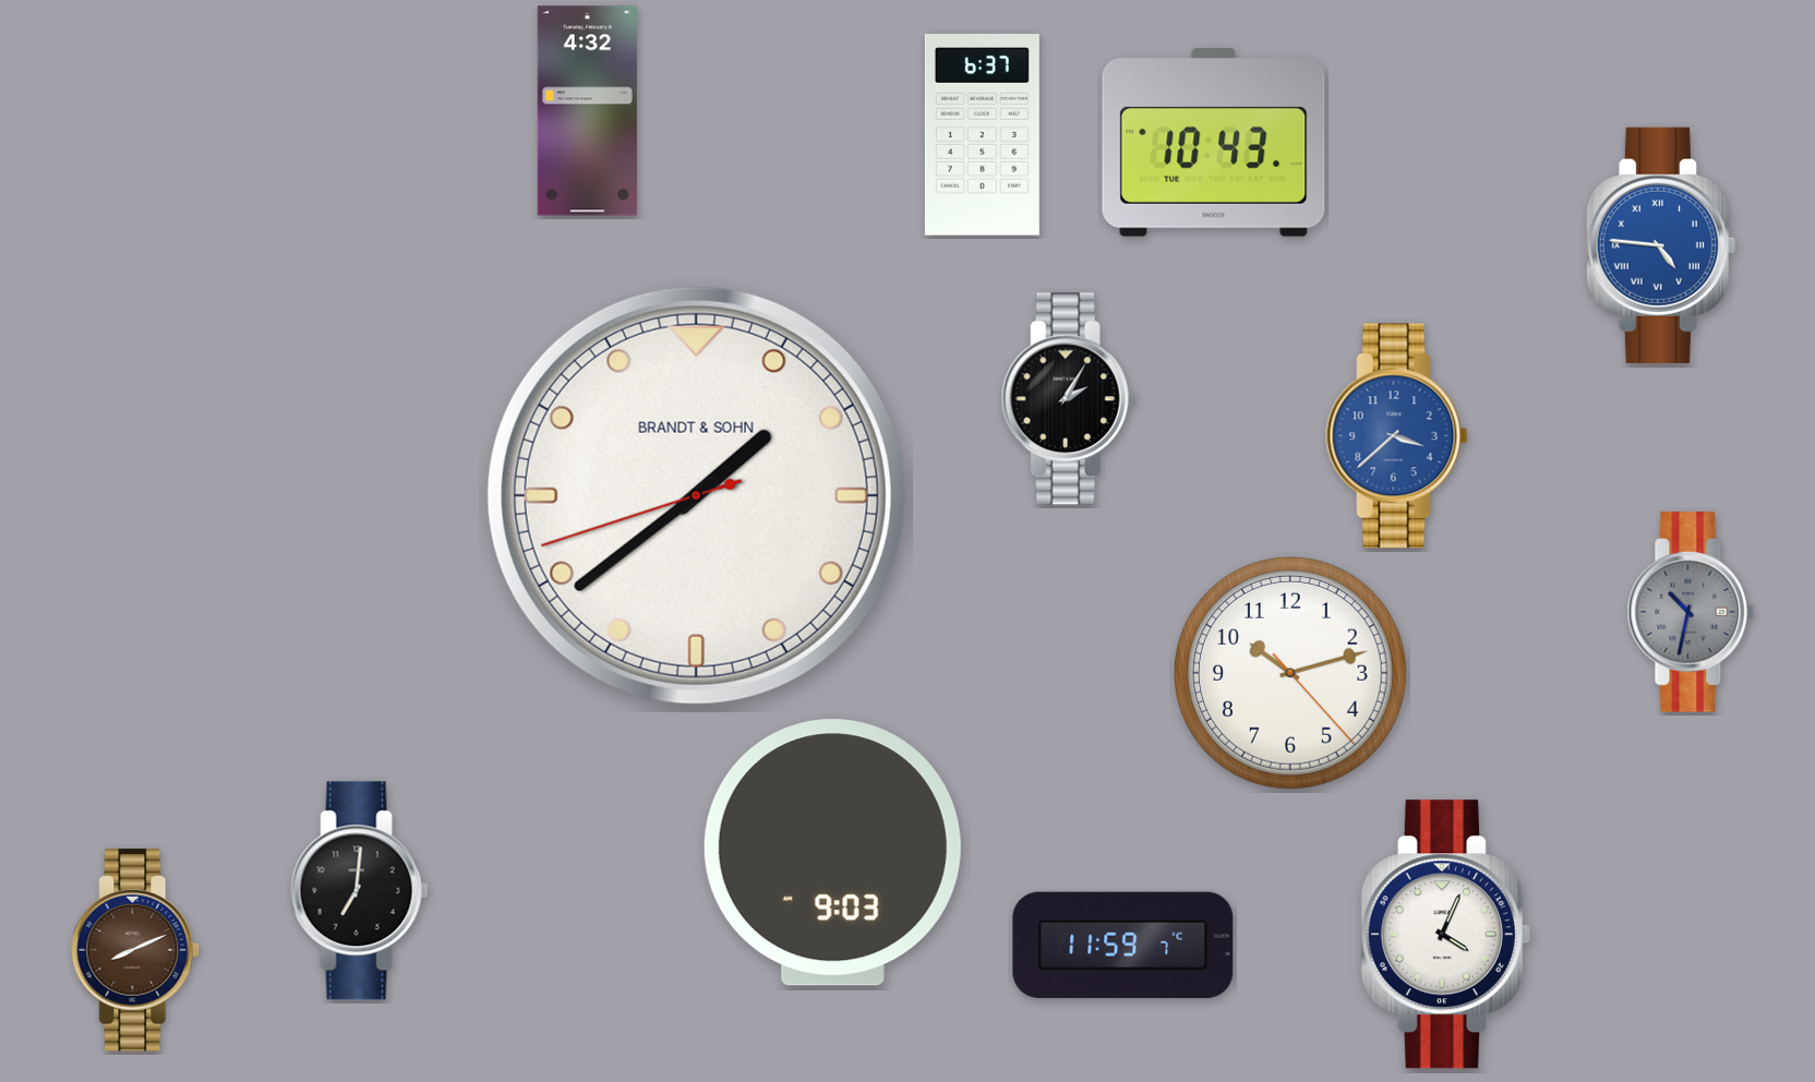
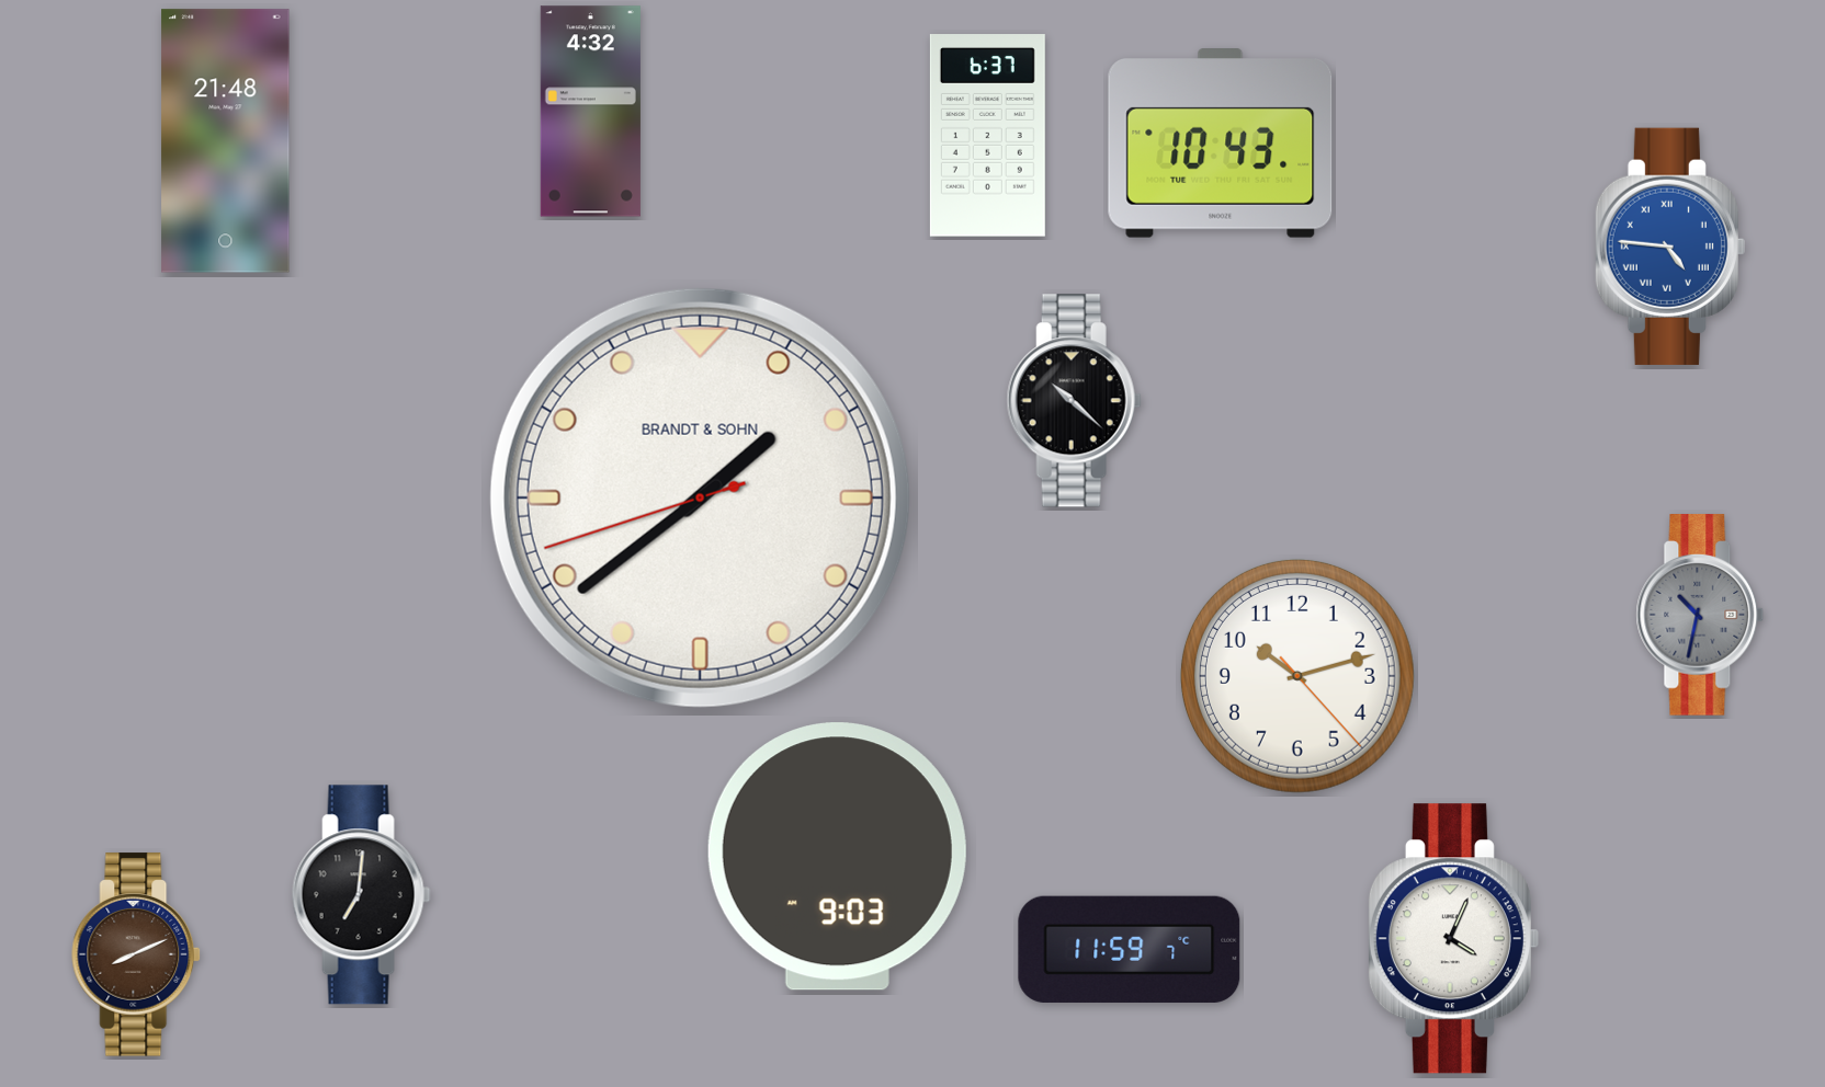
clock at (226, 141): none -> 21:48
clock at (1068, 399): 2:05 -> 10:22
clock at (1397, 436): 3:38 -> none
